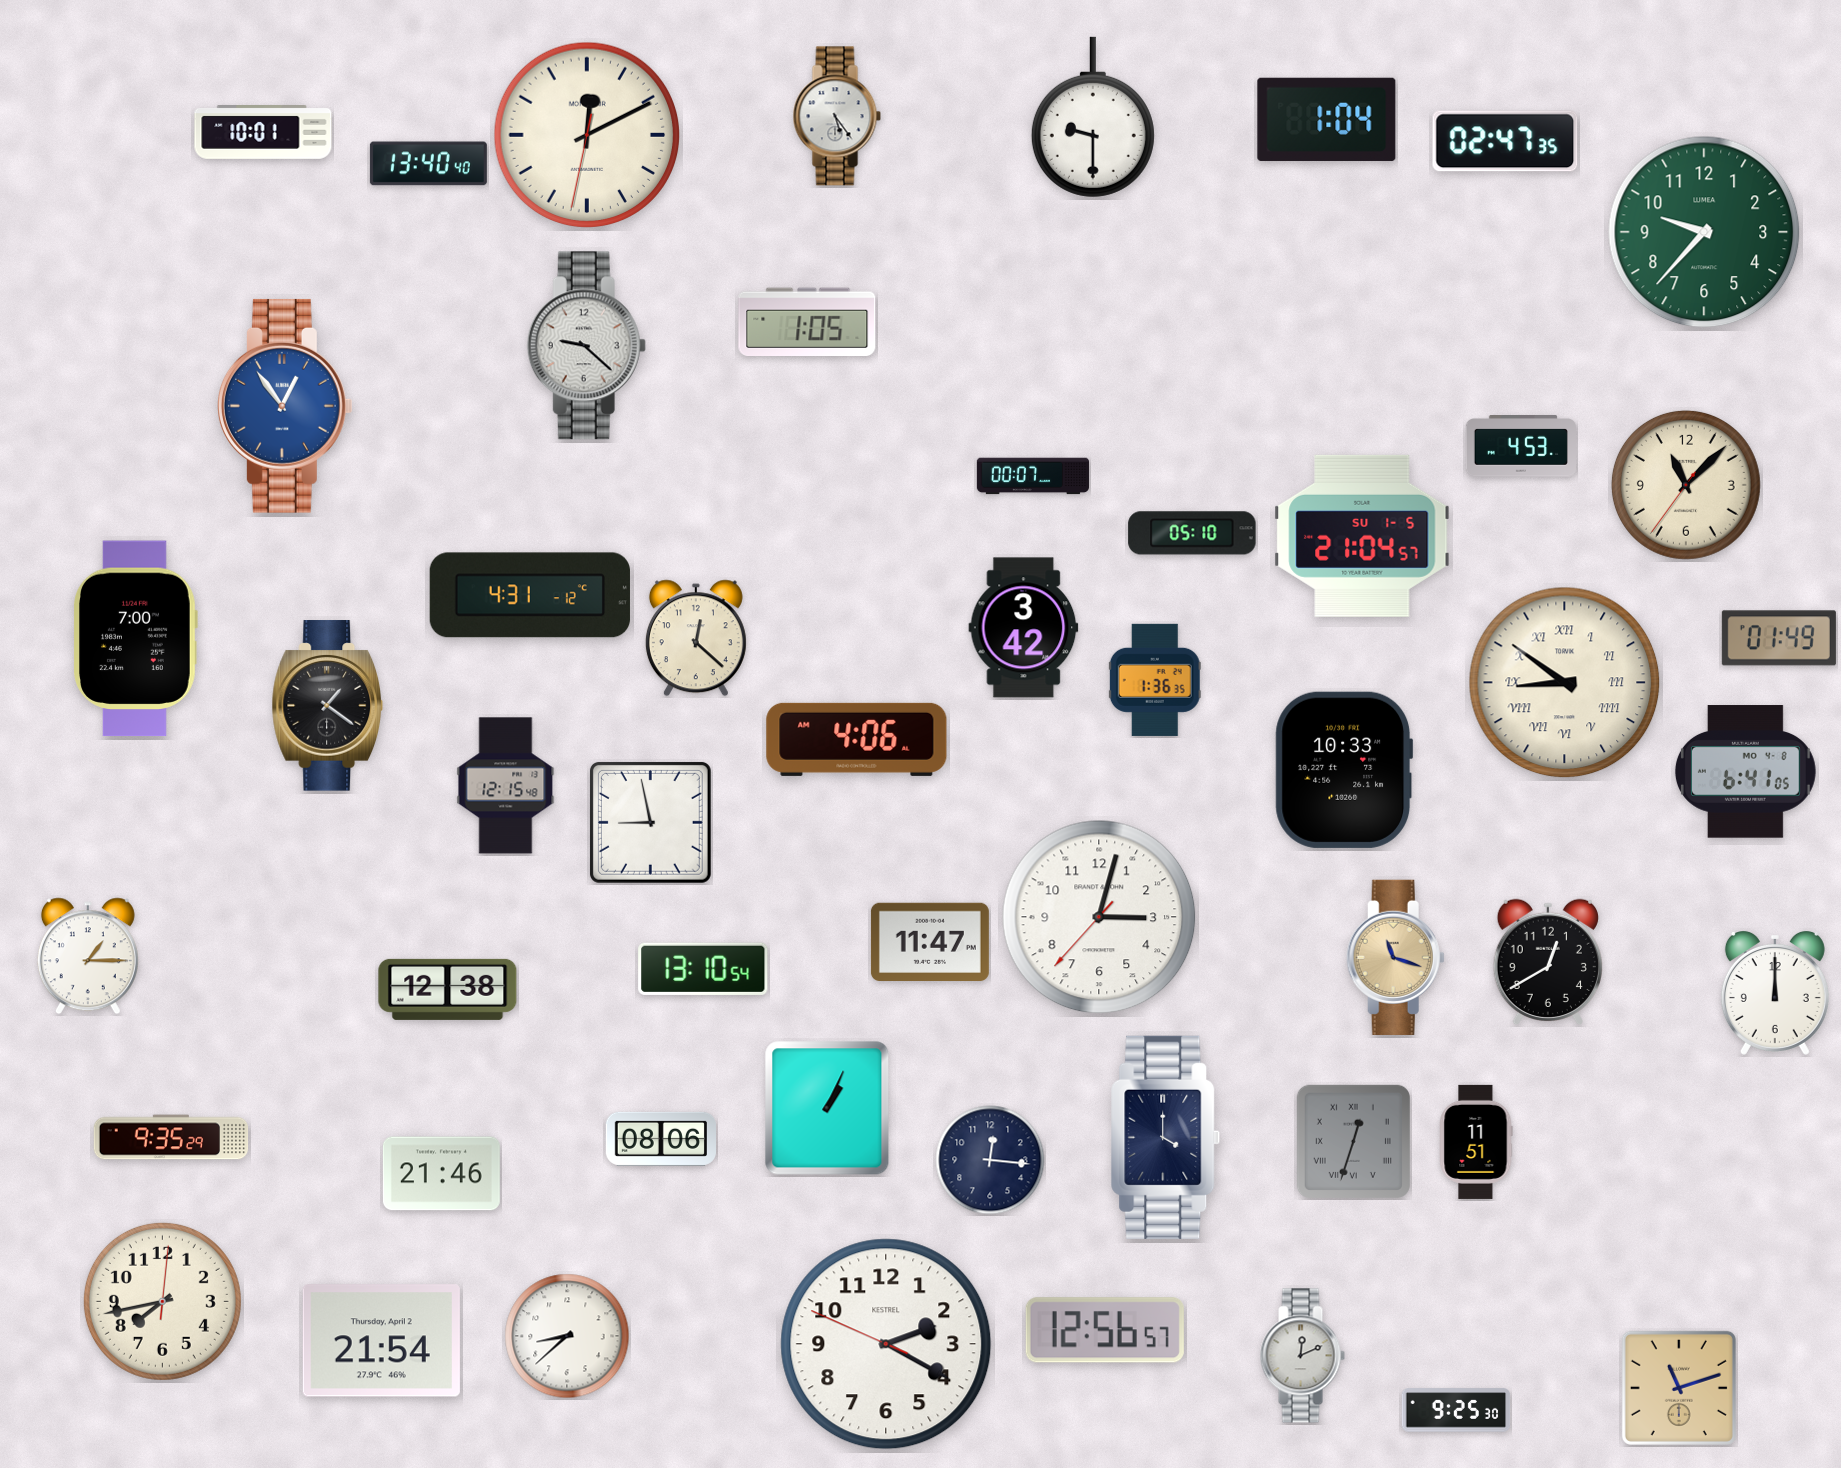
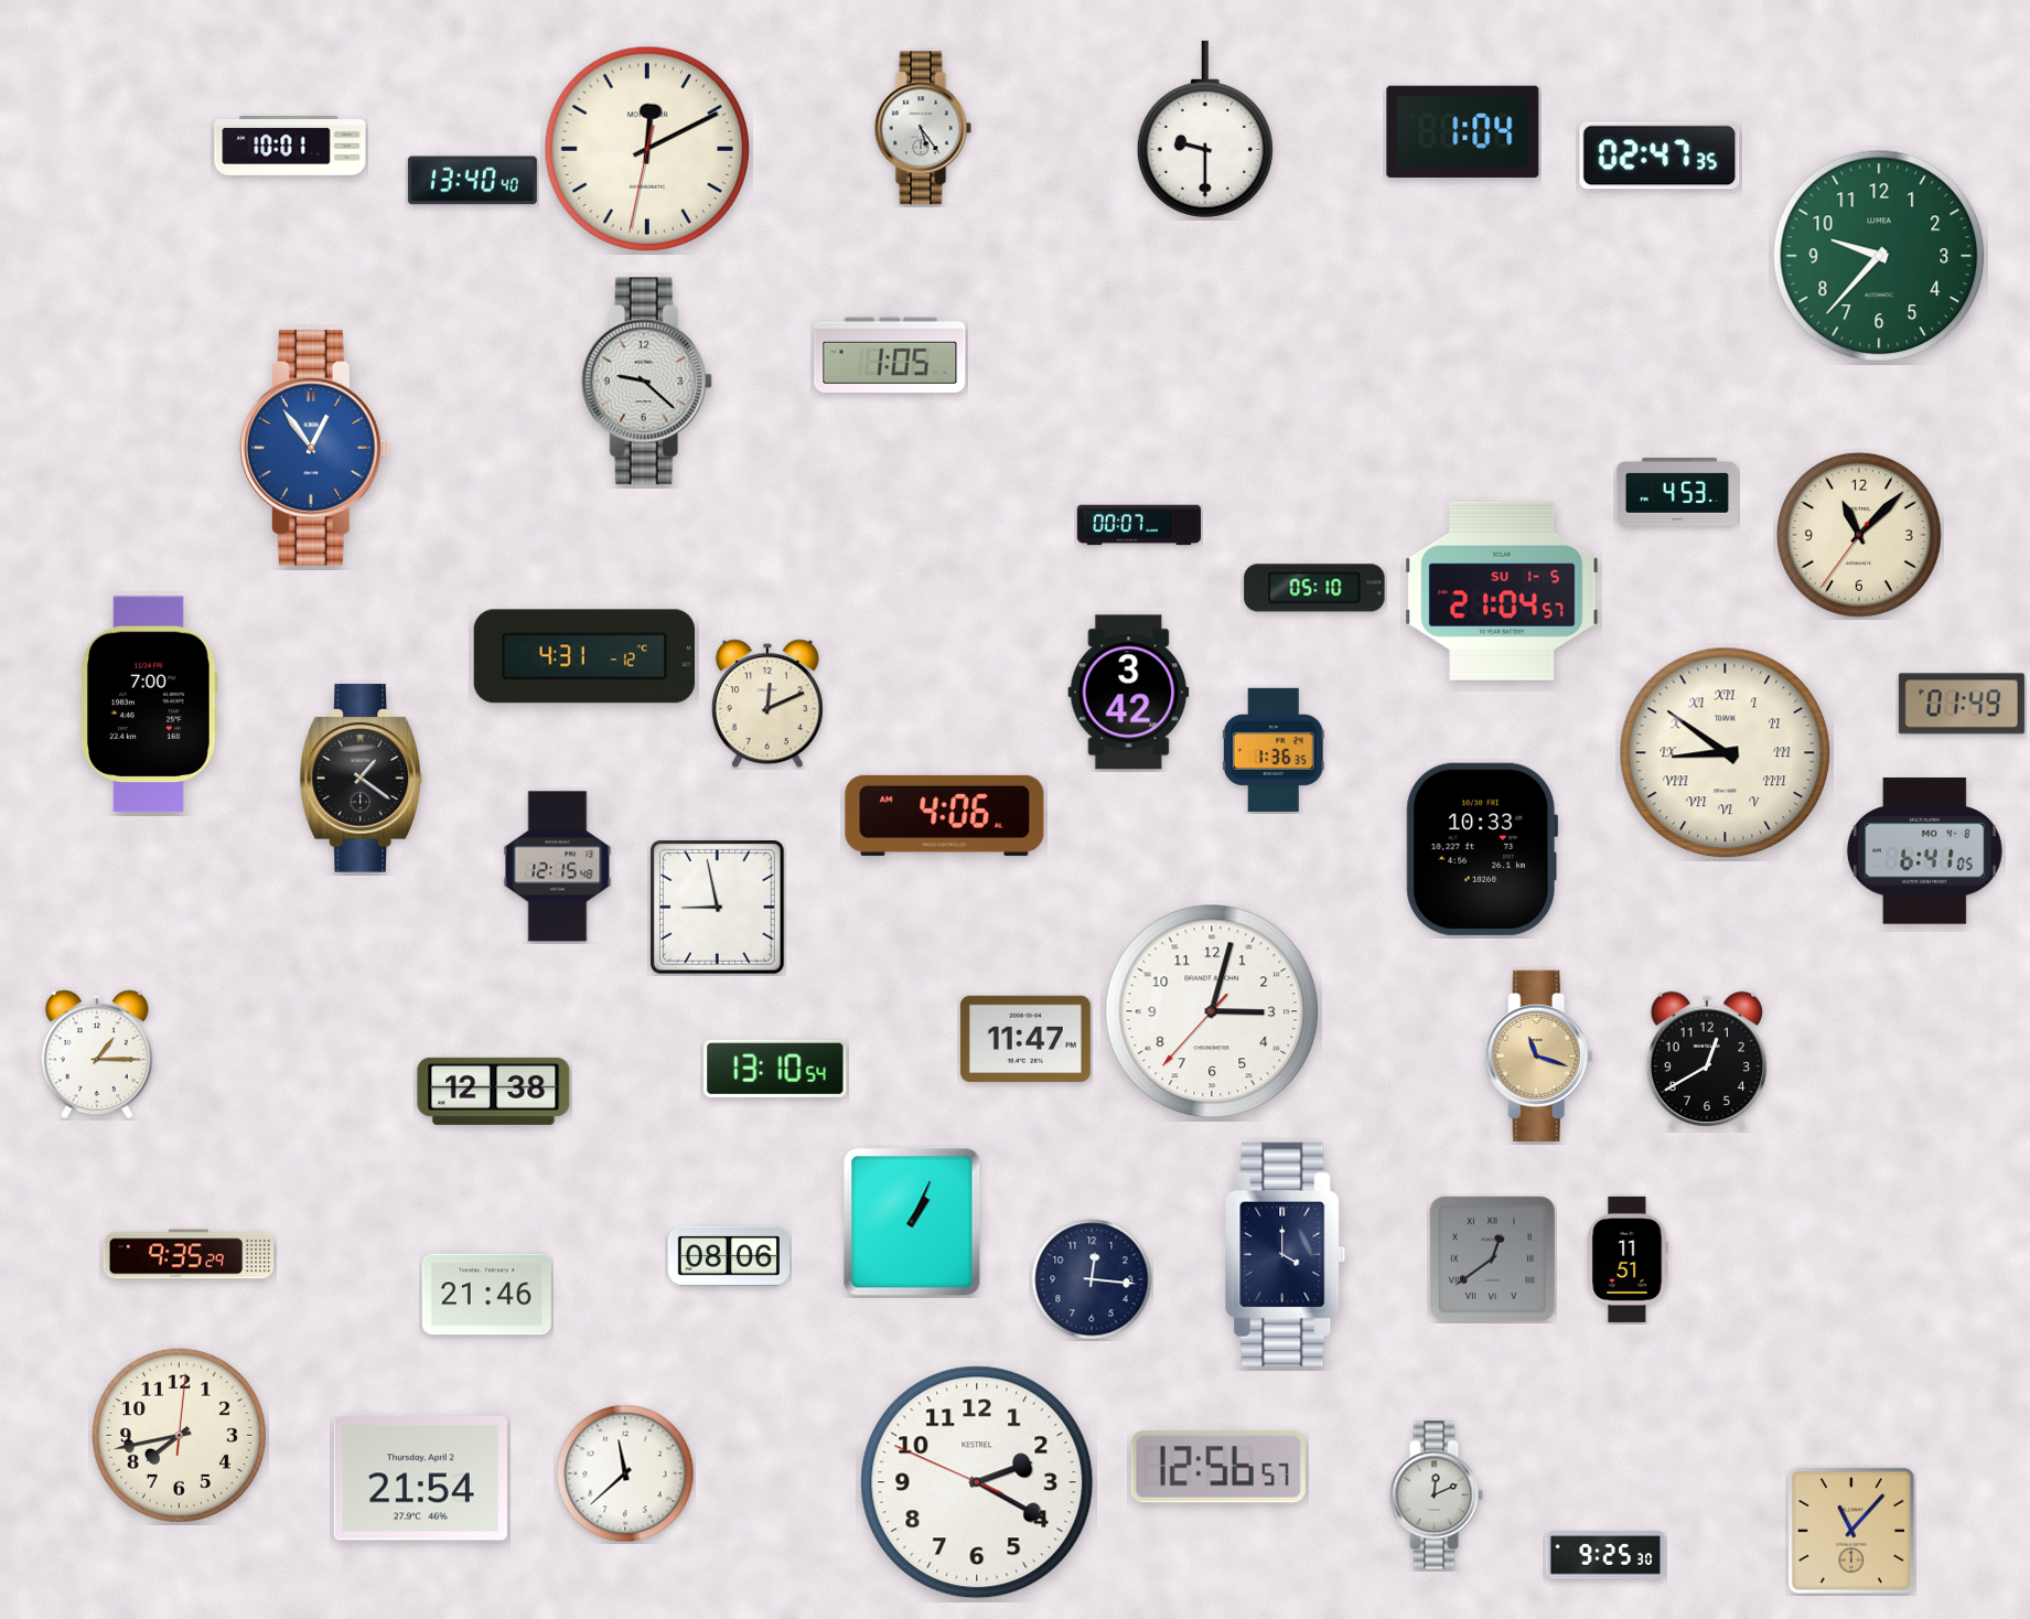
clock at (696, 638): 12:22 -> 12:11
clock at (1775, 994): 12:00 -> none
clock at (1353, 1141): 12:33 -> 12:39
clock at (567, 1336): 8:38 -> 11:38
clock at (1679, 1388): 11:12 -> 11:07
